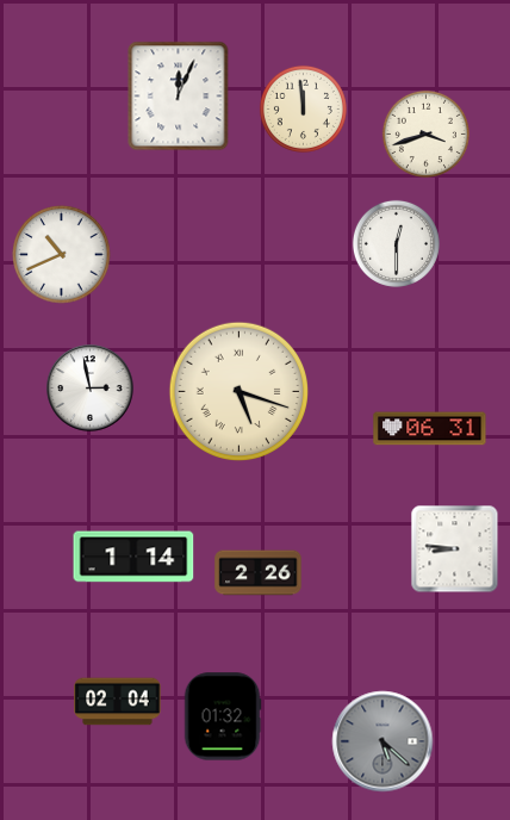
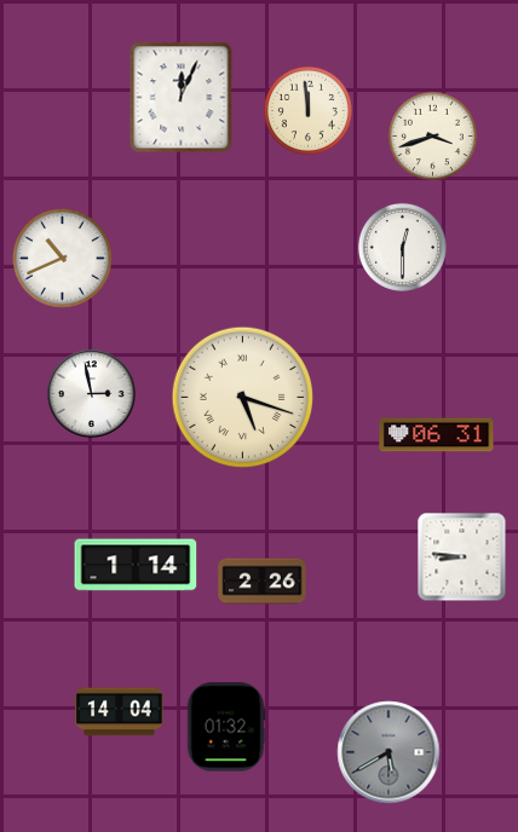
clock at (118, 702): 02:04 -> 14:04
clock at (382, 741): 5:22 -> 5:40
